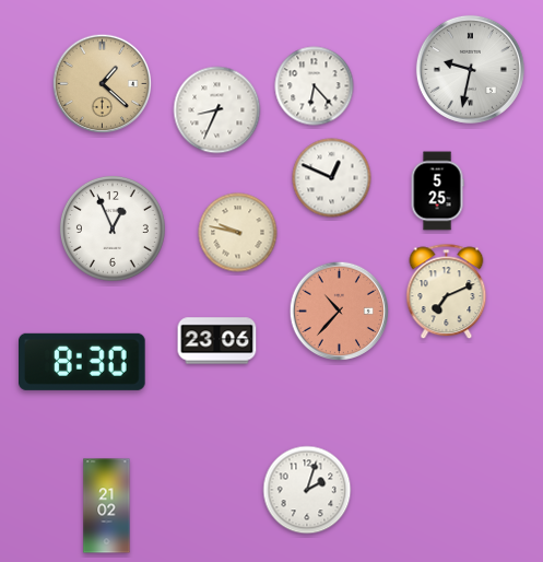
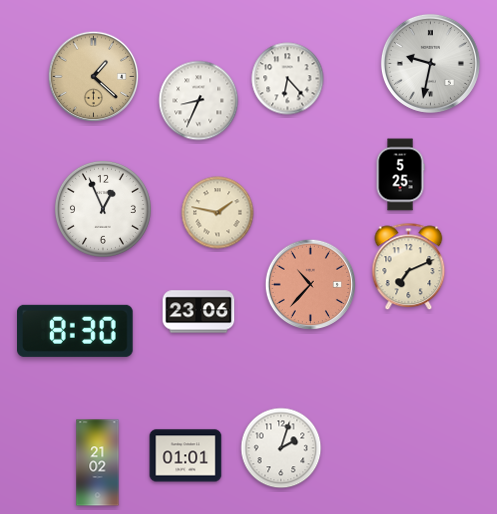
clock at (332, 178): 12:49 -> none
clock at (238, 233): 9:47 -> 1:47
clock at (186, 456): none -> 01:01
